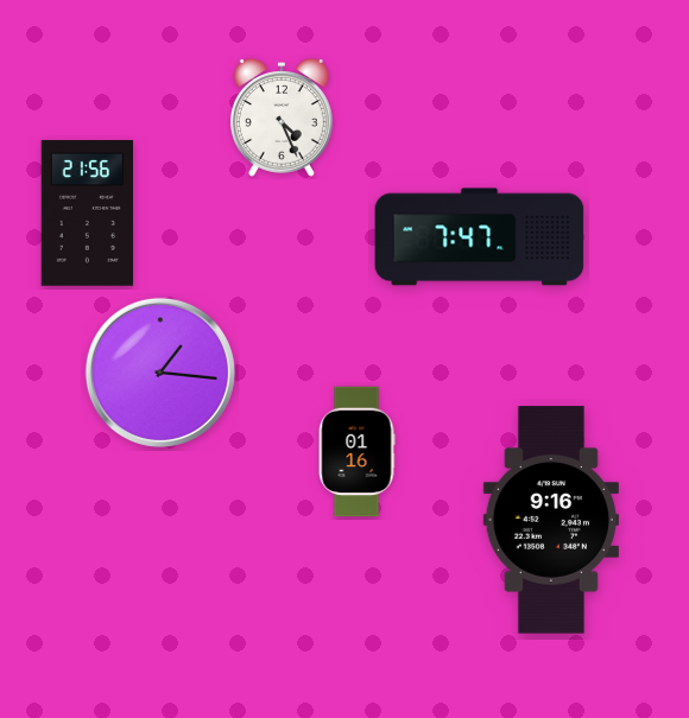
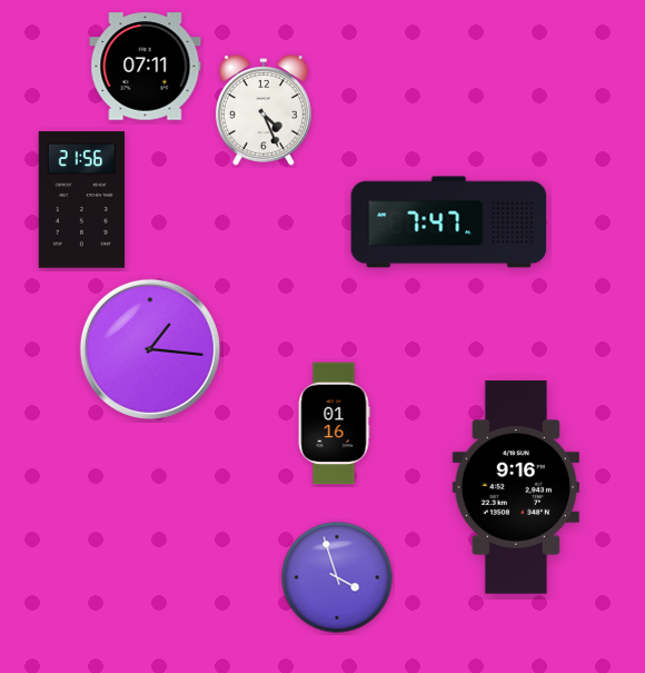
clock at (146, 67): none -> 07:11
clock at (337, 577): none -> 3:57
